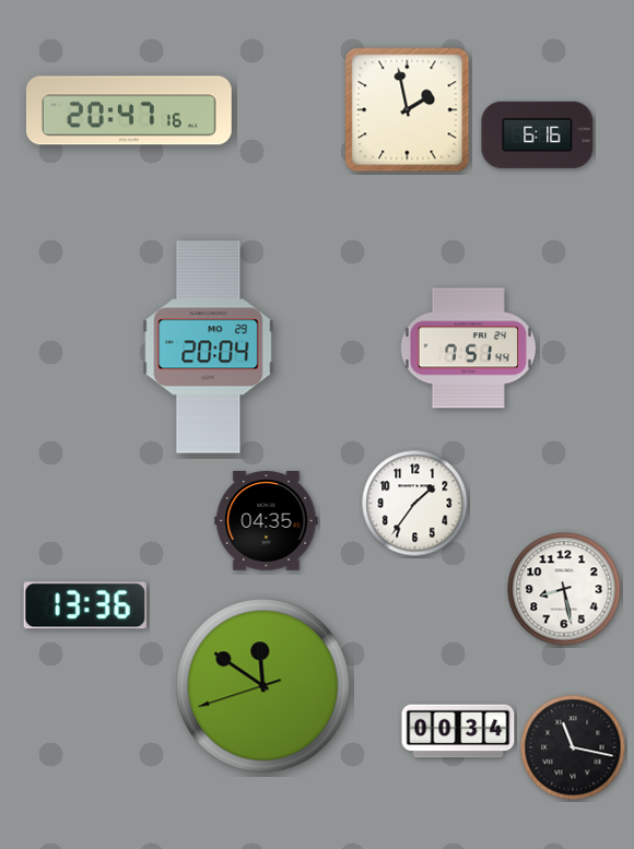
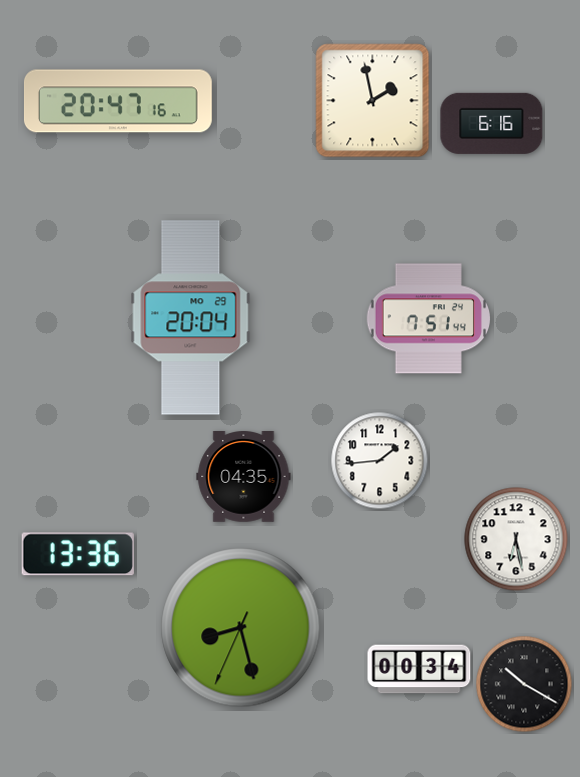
clock at (415, 504): 1:36 -> 1:44
clock at (564, 589): 8:28 -> 6:28
clock at (263, 686): 11:50 -> 8:27
clock at (573, 747): 11:17 -> 10:20
